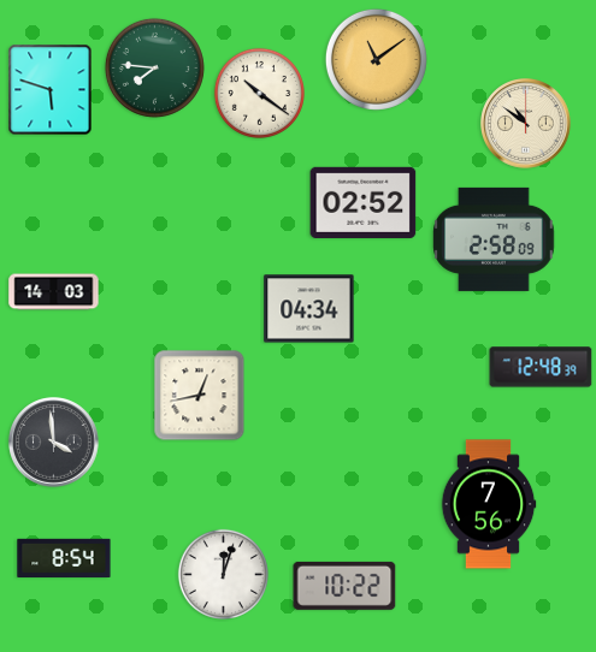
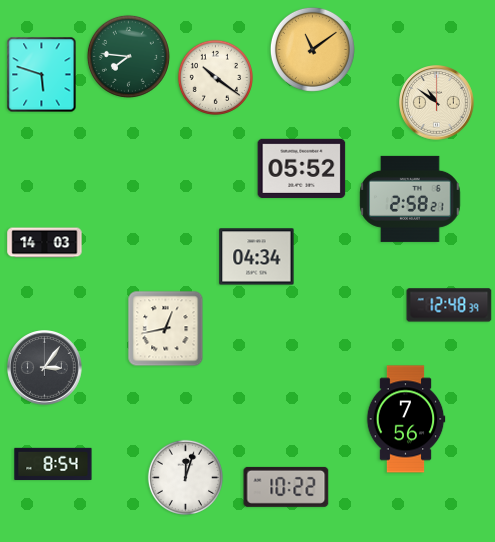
clock at (364, 202): 02:52 -> 05:52
clock at (494, 239): 2:58:09 -> 2:58:21
clock at (54, 443): 3:59 -> 3:06
